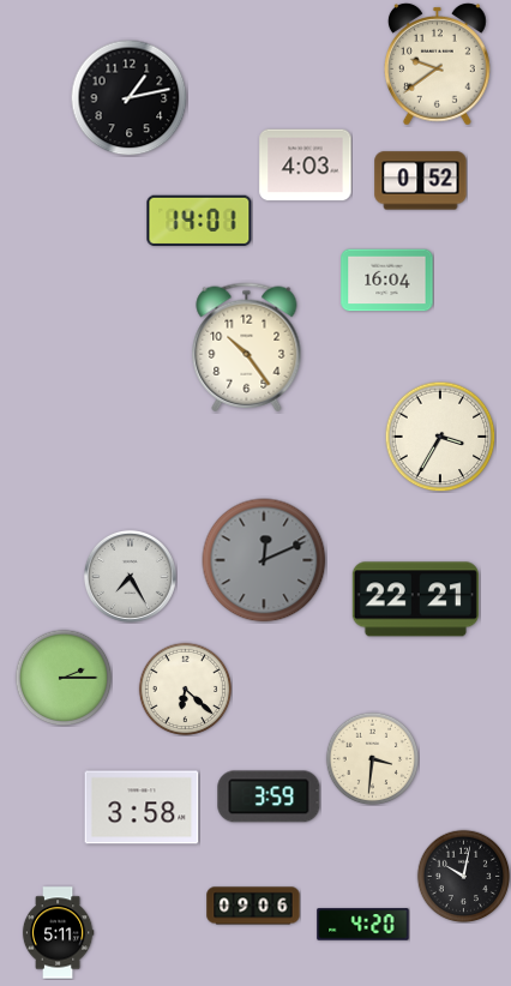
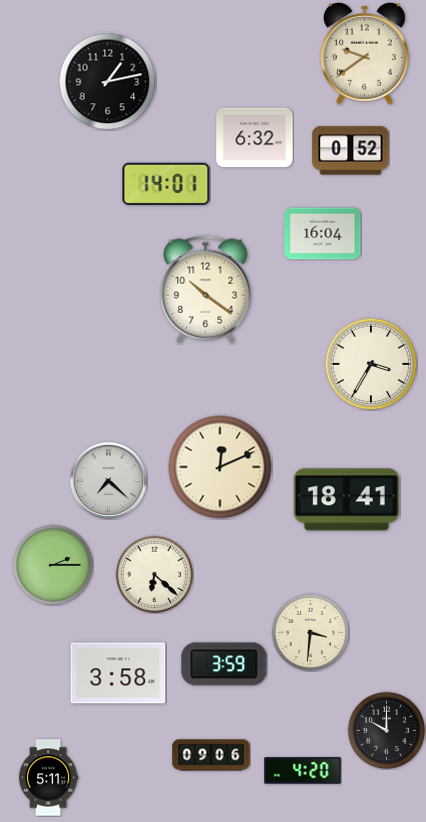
clock at (306, 166): 4:03 -> 6:32
clock at (247, 348): 10:24 -> 10:21
clock at (440, 437) position: (440, 437) -> (371, 364)
clock at (264, 560) dial: grey -> cream
clock at (130, 576): 7:25 -> 7:22
clock at (415, 600): 22:21 -> 18:41
clock at (463, 876): 10:02 -> 10:00
